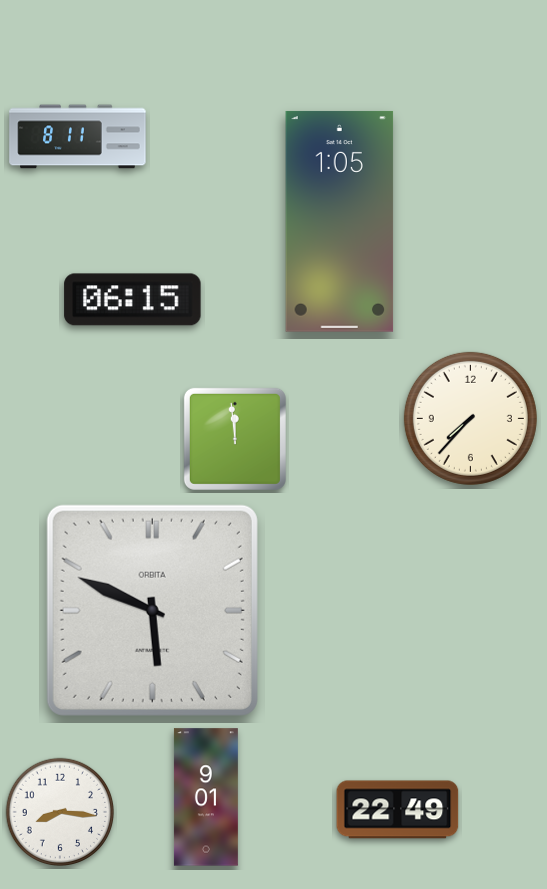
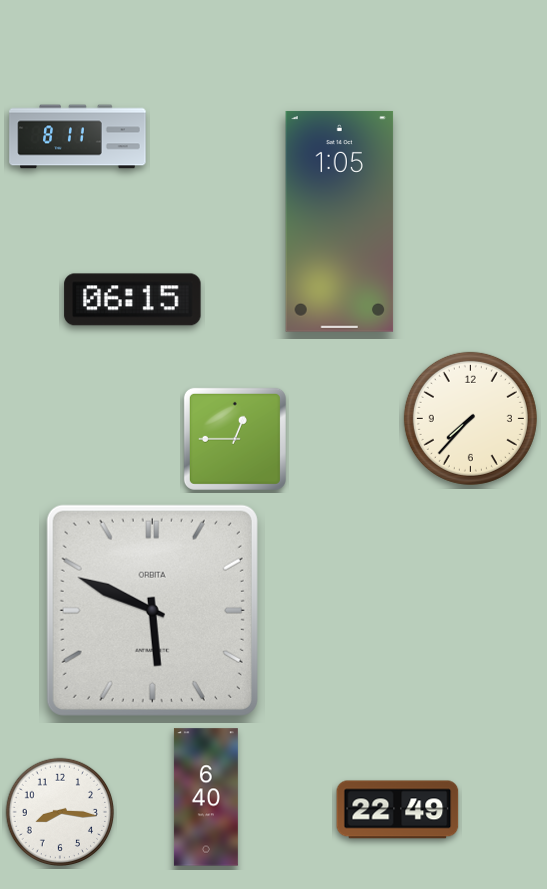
clock at (235, 439): 11:59 -> 12:45
clock at (206, 797): 9:01 -> 6:40
